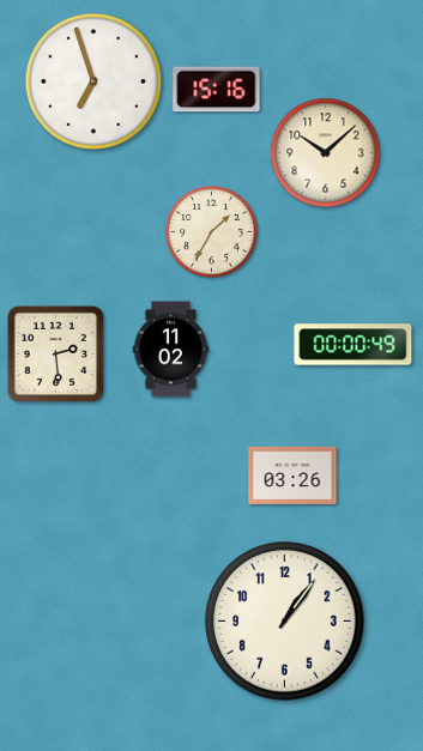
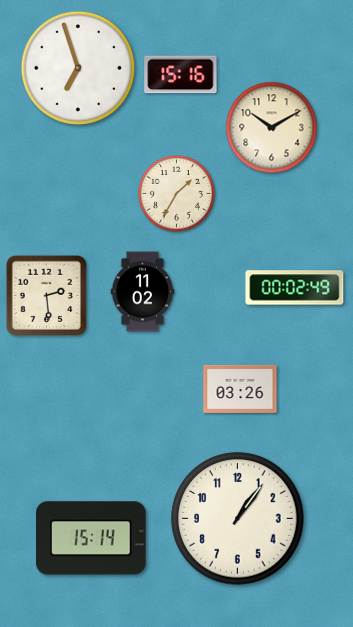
clock at (326, 153): 10:08 -> 10:10
clock at (353, 345): 00:00 -> 00:02
clock at (292, 476) position: (292, 476) -> (240, 389)
clock at (91, 538): none -> 15:14
